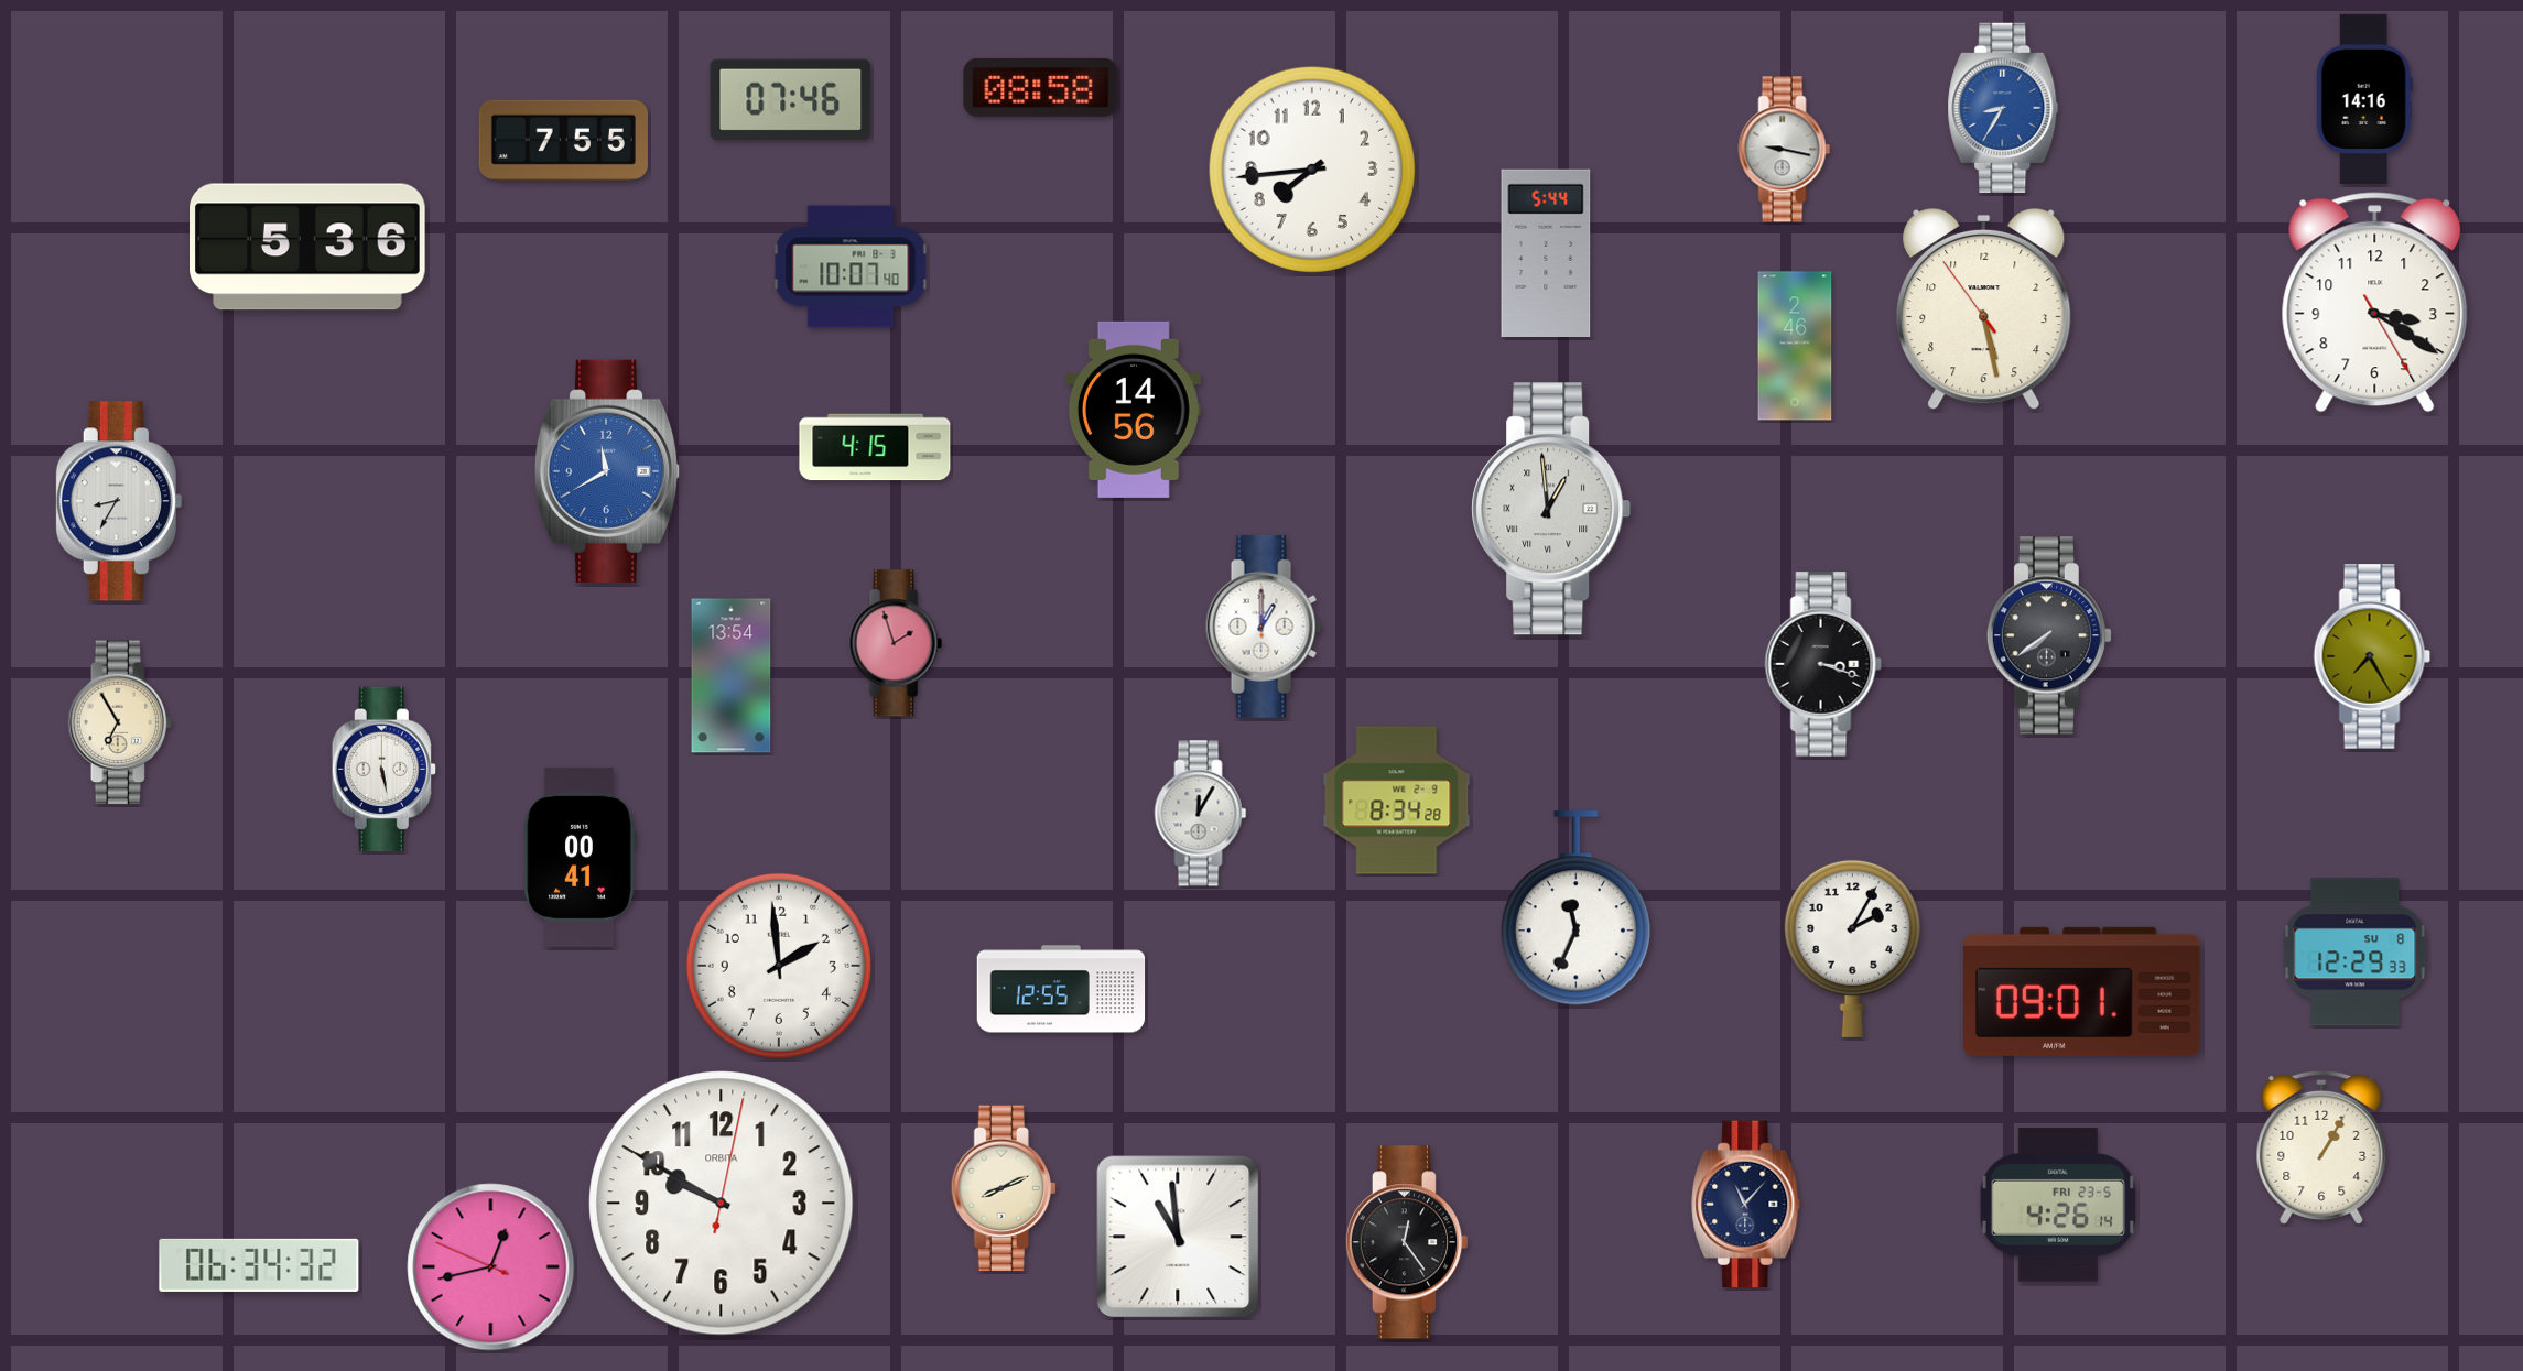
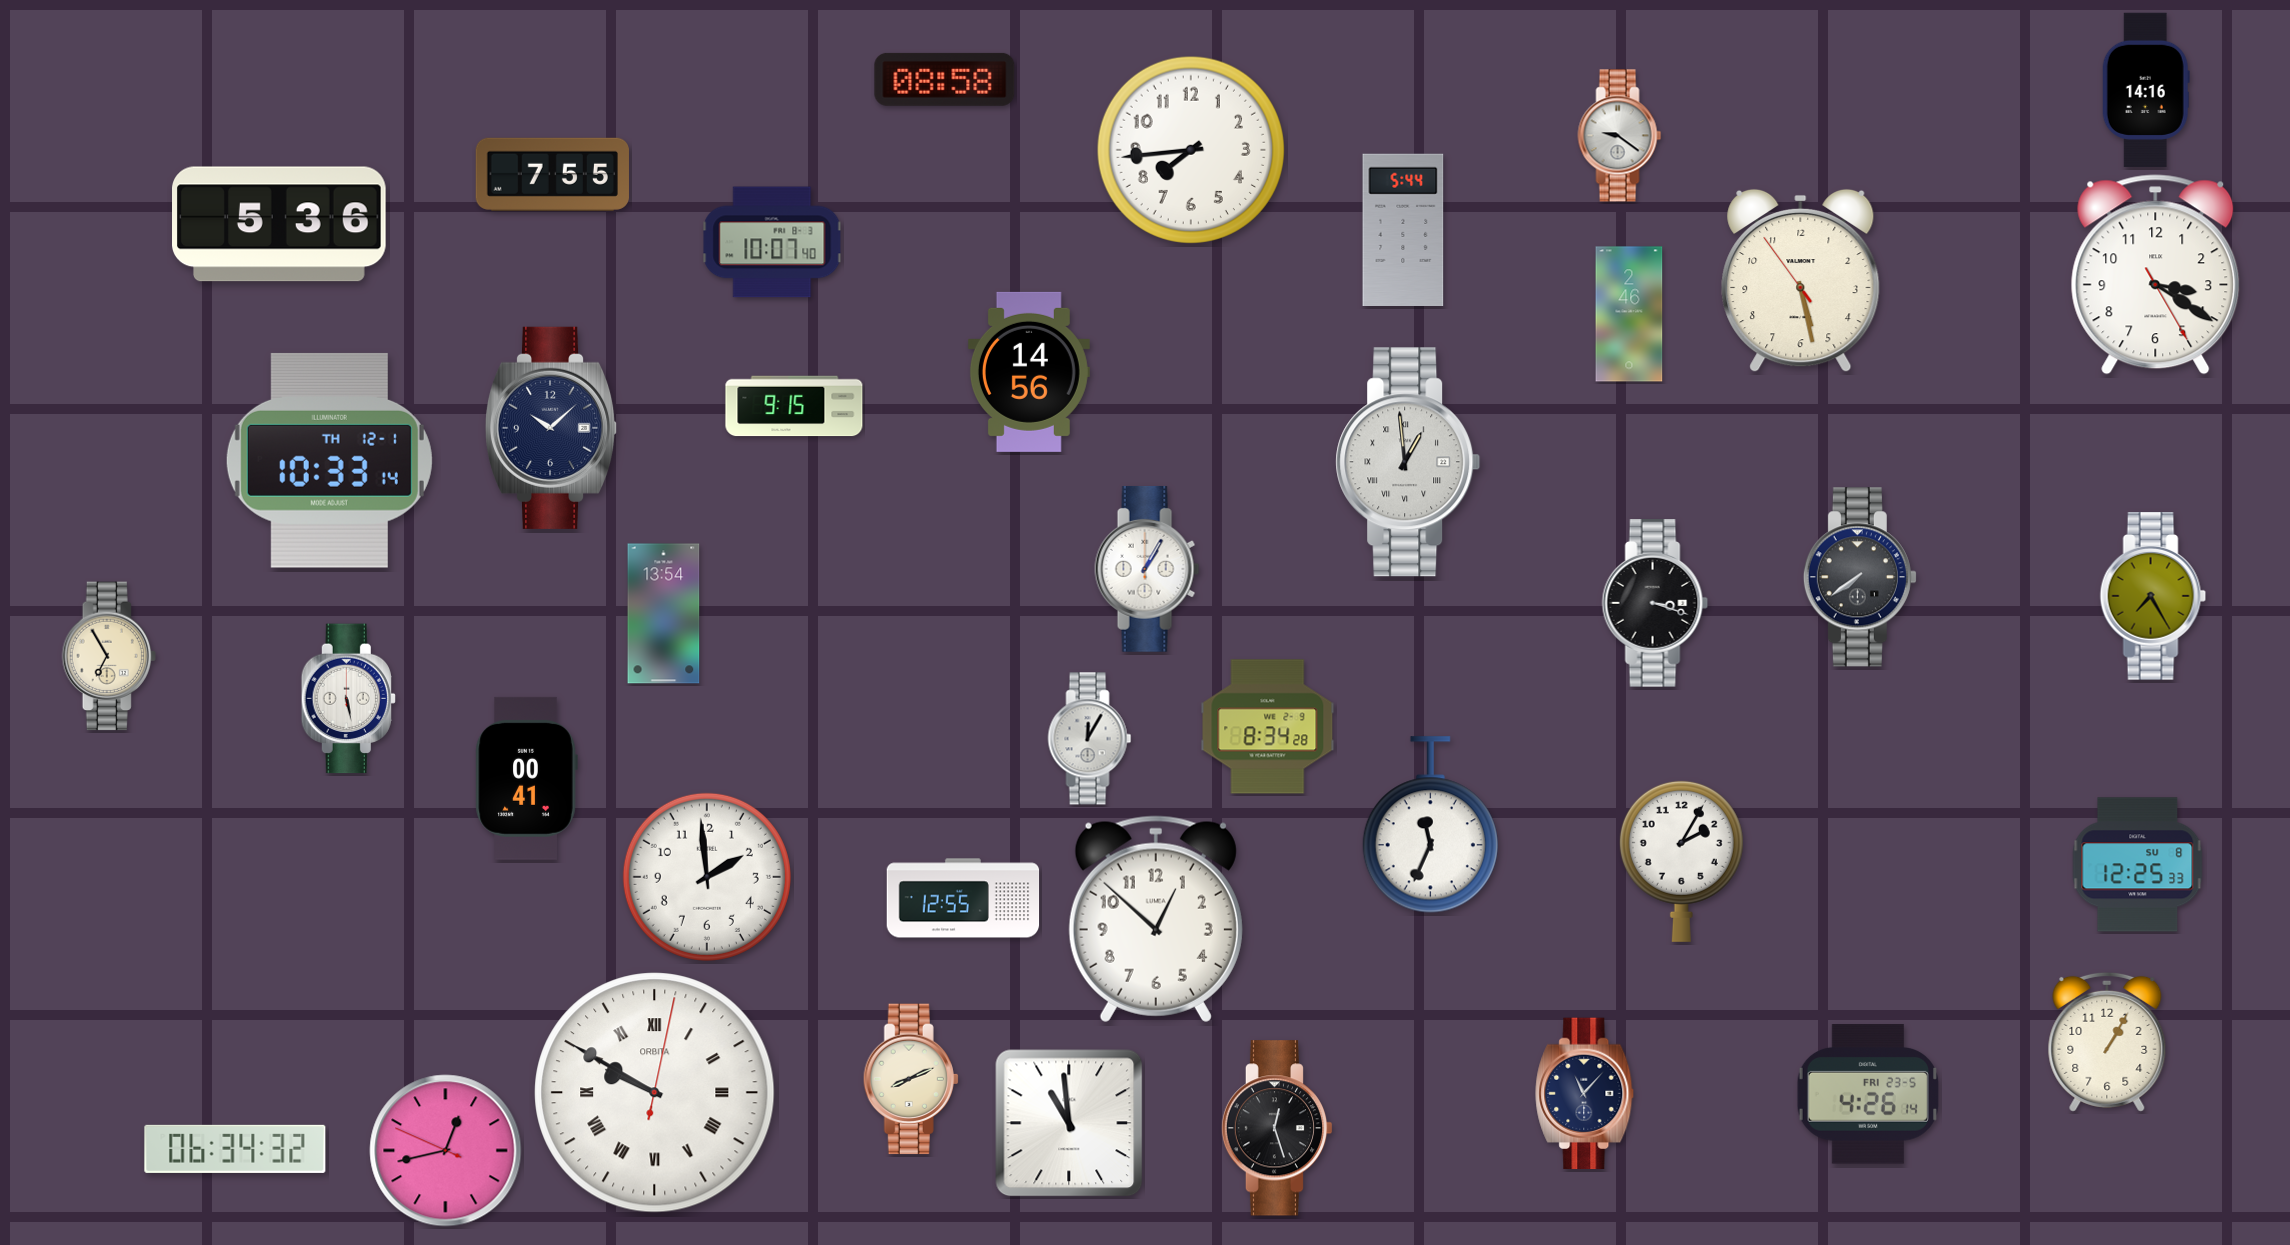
clock at (791, 99): 07:46 -> none
clock at (2003, 108): 8:35 -> none
clock at (563, 140) position: (563, 140) -> (552, 174)
clock at (1785, 150): 9:17 -> 9:21
clock at (1312, 170) position: (1312, 170) -> (1191, 150)
clock at (875, 447): 4:15 -> 9:15
clock at (607, 471): 11:40 -> 10:08
clock at (607, 471) dial: blue -> navy
clock at (119, 501): 8:35 -> none
clock at (329, 460): none -> 10:33
clock at (1264, 627): 1:00 -> 1:05
clock at (896, 643): 1:57 -> none
clock at (2356, 953): 12:29 -> 12:25
clock at (2082, 991): 09:01 -> none
clock at (1156, 919): none -> 12:52
clock at (722, 1204) numerals: Arabic -> Roman
clock at (1407, 1242): 12:24 -> 12:27
